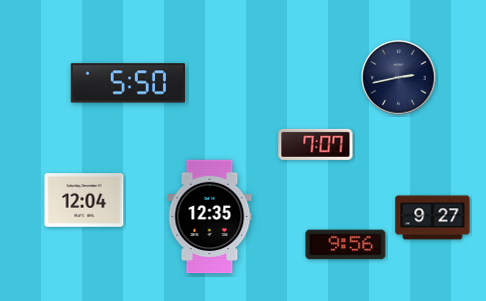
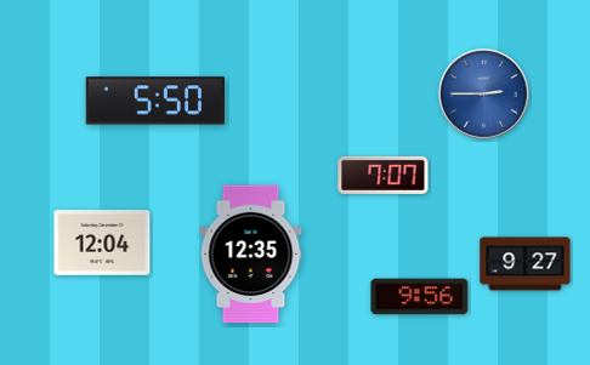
clock at (399, 78): 2:43 -> 2:45
clock at (399, 78) dial: navy -> blue
clock at (210, 217) position: (210, 217) -> (251, 255)
